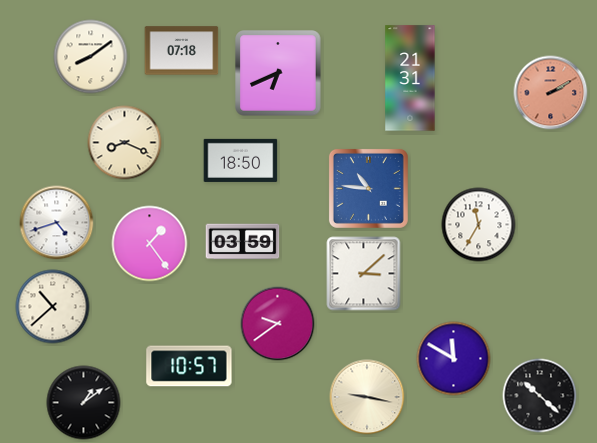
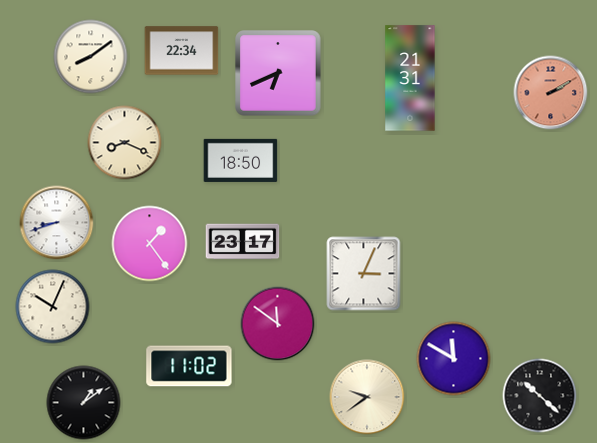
clock at (182, 51): 07:18 -> 22:34
clock at (368, 188): 10:46 -> none
clock at (57, 223): 4:42 -> 8:42
clock at (479, 225): 11:35 -> none
clock at (243, 242): 03:59 -> 23:17
clock at (364, 274): 3:08 -> 3:04
clock at (53, 307): 10:38 -> 10:04
clock at (278, 324): 9:39 -> 11:51
clock at (189, 366): 10:57 -> 11:02
clock at (367, 397): 9:17 -> 9:39
